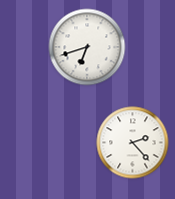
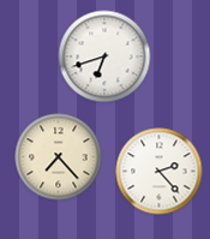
clock at (59, 157): none -> 7:23
